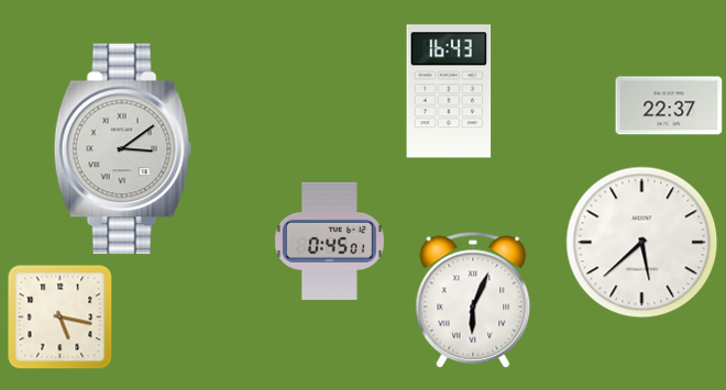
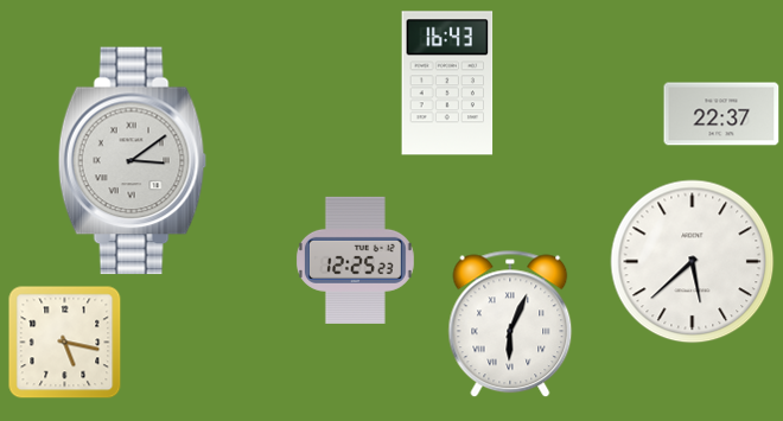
clock at (449, 91) position: (449, 91) -> (447, 83)
clock at (329, 241): 0:45 -> 12:25
